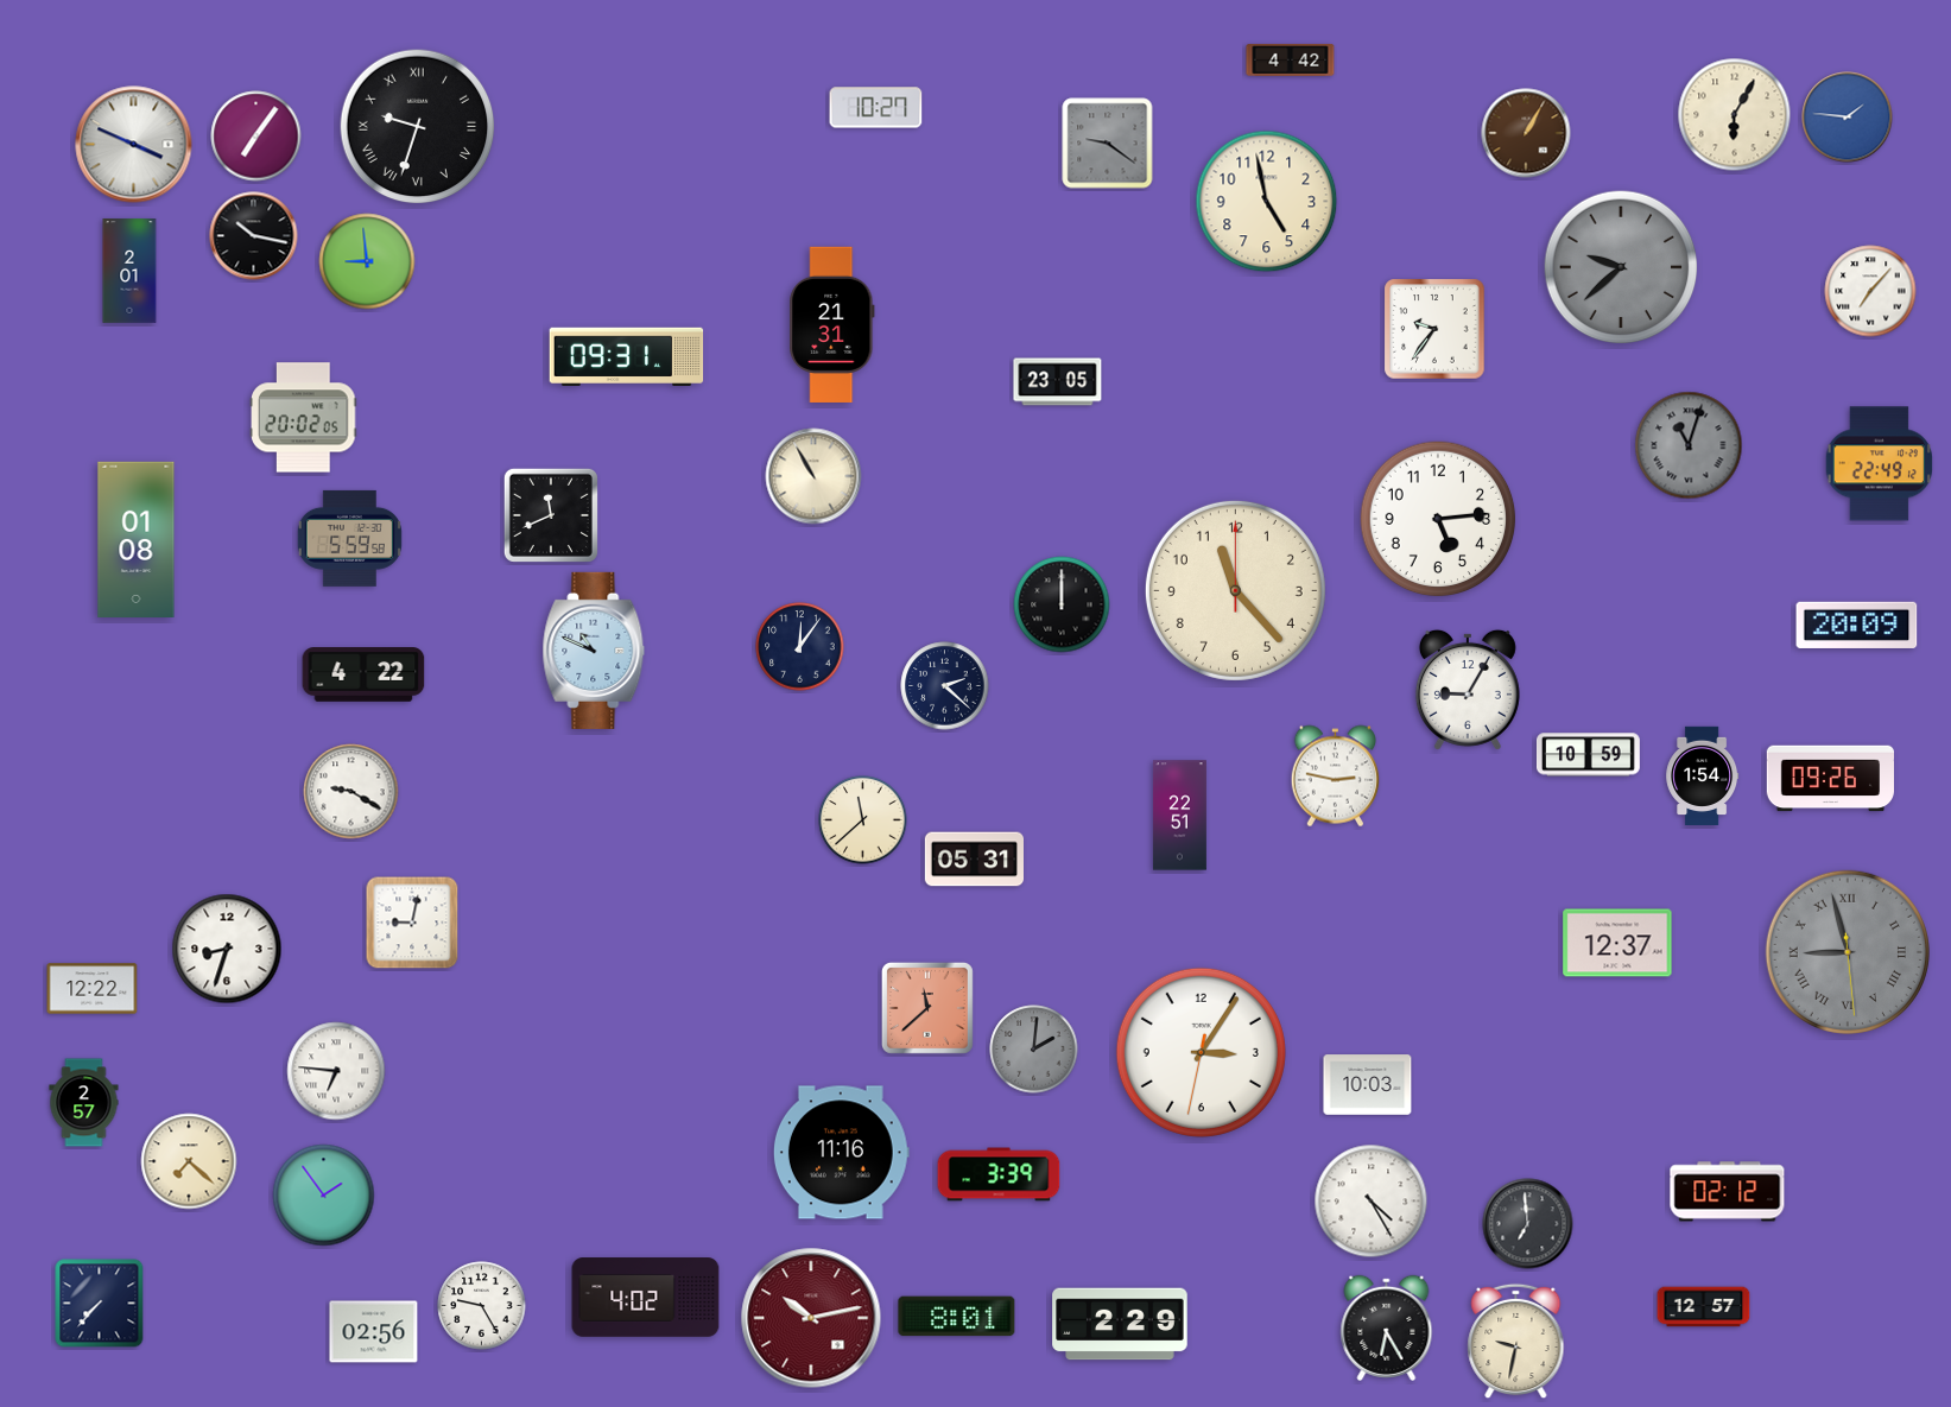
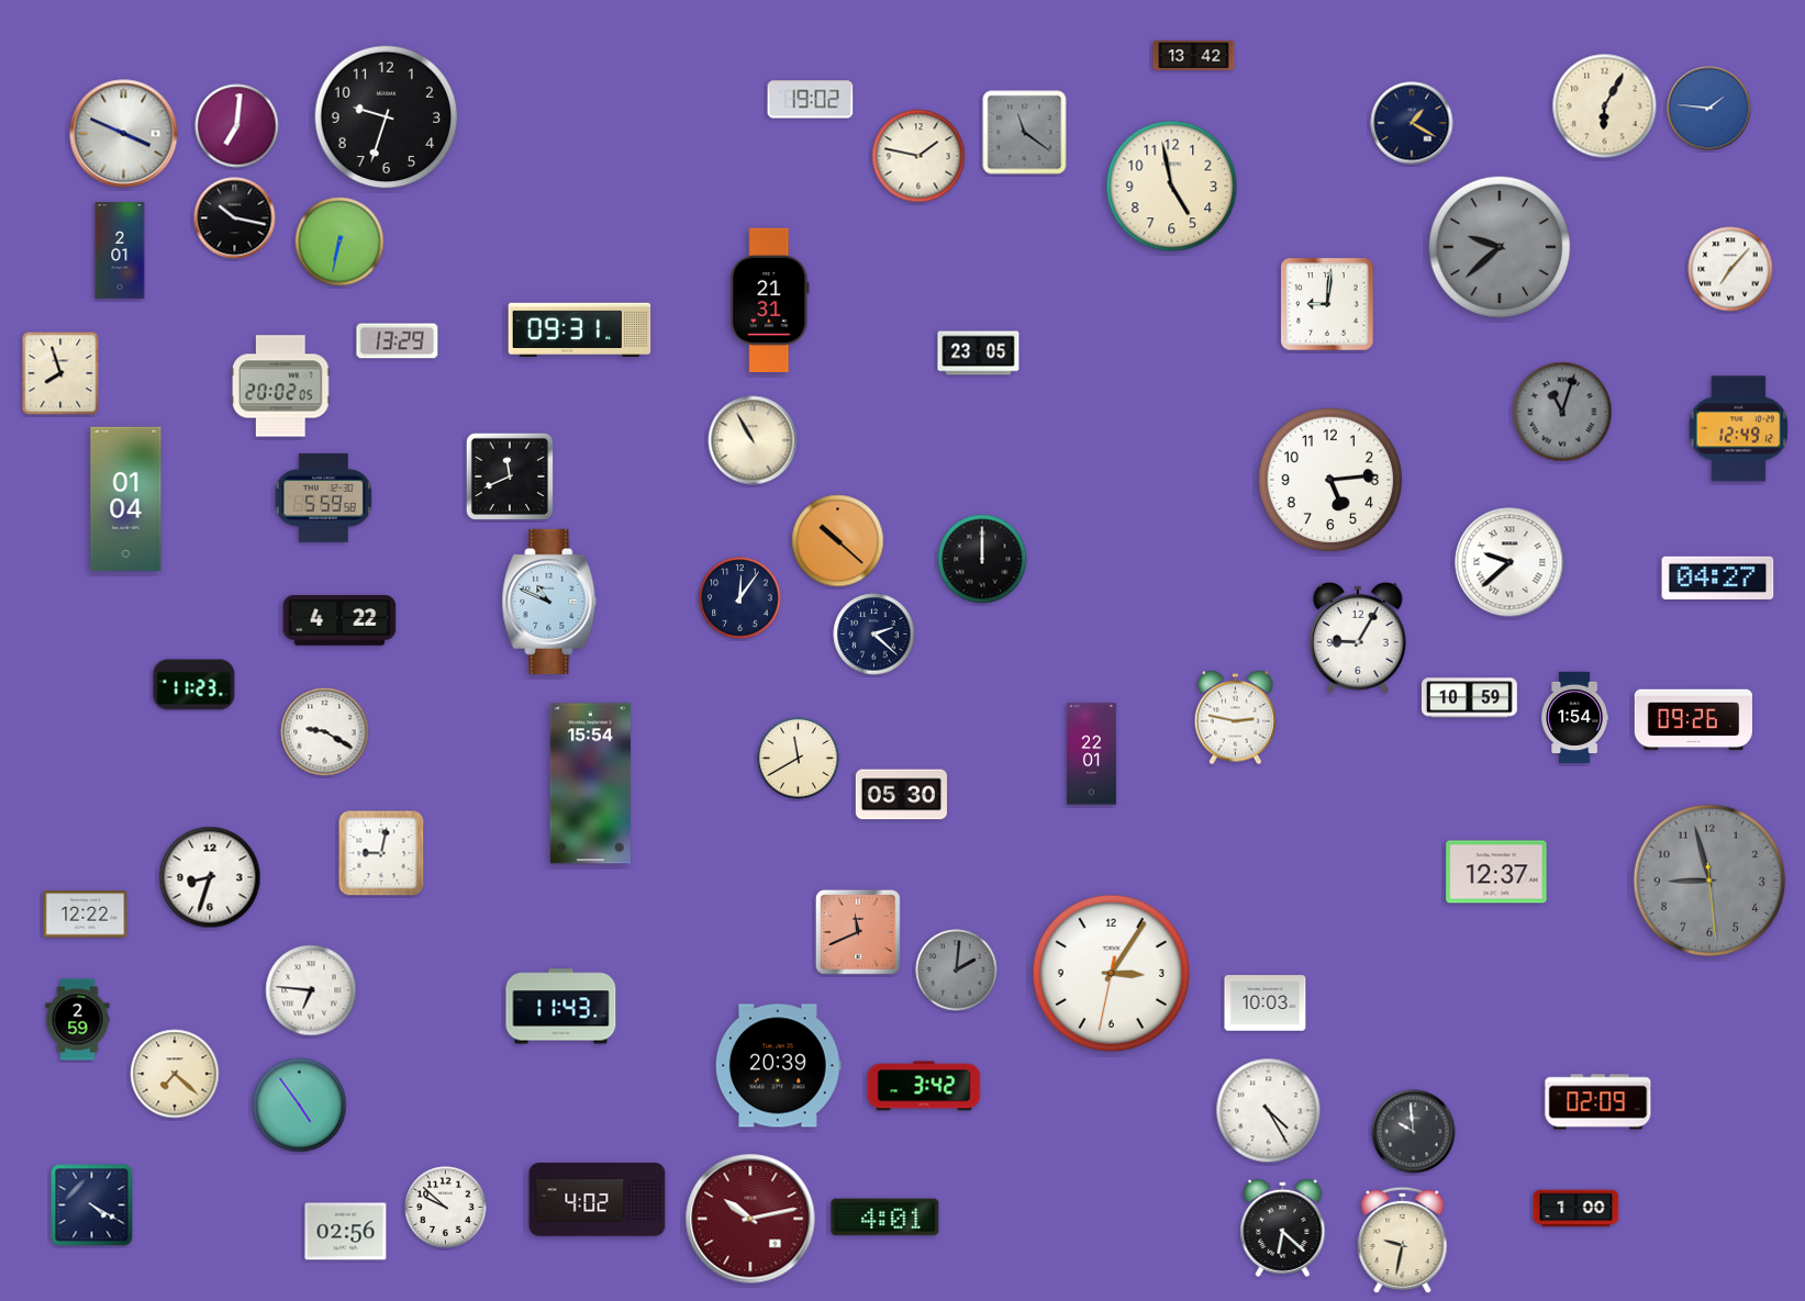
clock at (1291, 59): 4:42 -> 13:42
clock at (876, 108): 10:27 -> 19:02
clock at (418, 127) numerals: Roman -> Arabic
clock at (1526, 133): 1:05 -> 1:20
clock at (1526, 133) dial: brown -> navy
clock at (256, 137): 7:06 -> 7:01
clock at (1108, 144): 9:21 -> 11:21
clock at (918, 156): none -> 1:47
clock at (367, 261): 8:59 -> 6:32
clock at (1434, 329): 9:36 -> 9:01
clock at (398, 341): none -> 13:29
clock at (60, 373): none -> 7:57
clock at (1880, 464): 22:49 -> 12:49
clock at (137, 539): 01:08 -> 01:04
clock at (838, 541): none -> 10:22
clock at (1235, 590): 11:23 -> none
clock at (1509, 562): none -> 9:38
clock at (1857, 625): 20:09 -> 04:27
clock at (363, 674) position: (363, 674) -> (339, 620)
clock at (194, 685): none -> 11:23
clock at (1179, 816): 22:51 -> 22:01
clock at (863, 820): 11:38 -> 11:40
clock at (590, 784): none -> 15:54
clock at (974, 860): 05:31 -> 05:30
clock at (1848, 952) numerals: Roman -> Arabic
clock at (927, 1008): 11:38 -> 11:41
clock at (561, 1007): none -> 11:43
clock at (84, 1103): 2:57 -> 2:59
clock at (841, 1153): 11:16 -> 20:39
clock at (999, 1174): 3:39 -> 3:42
clock at (1728, 1192): 02:12 -> 02:09
clock at (324, 1196): 1:54 -> 4:54
clock at (1528, 1224): 6:59 -> 9:59
clock at (100, 1304): 7:37 -> 4:20
clock at (482, 1306): 9:25 -> 9:52
clock at (1704, 1307): 12:57 -> 1:00
clock at (957, 1317): 8:01 -> 4:01
clock at (1120, 1324): 2:29 -> none
clock at (1387, 1327): 6:25 -> 6:22
